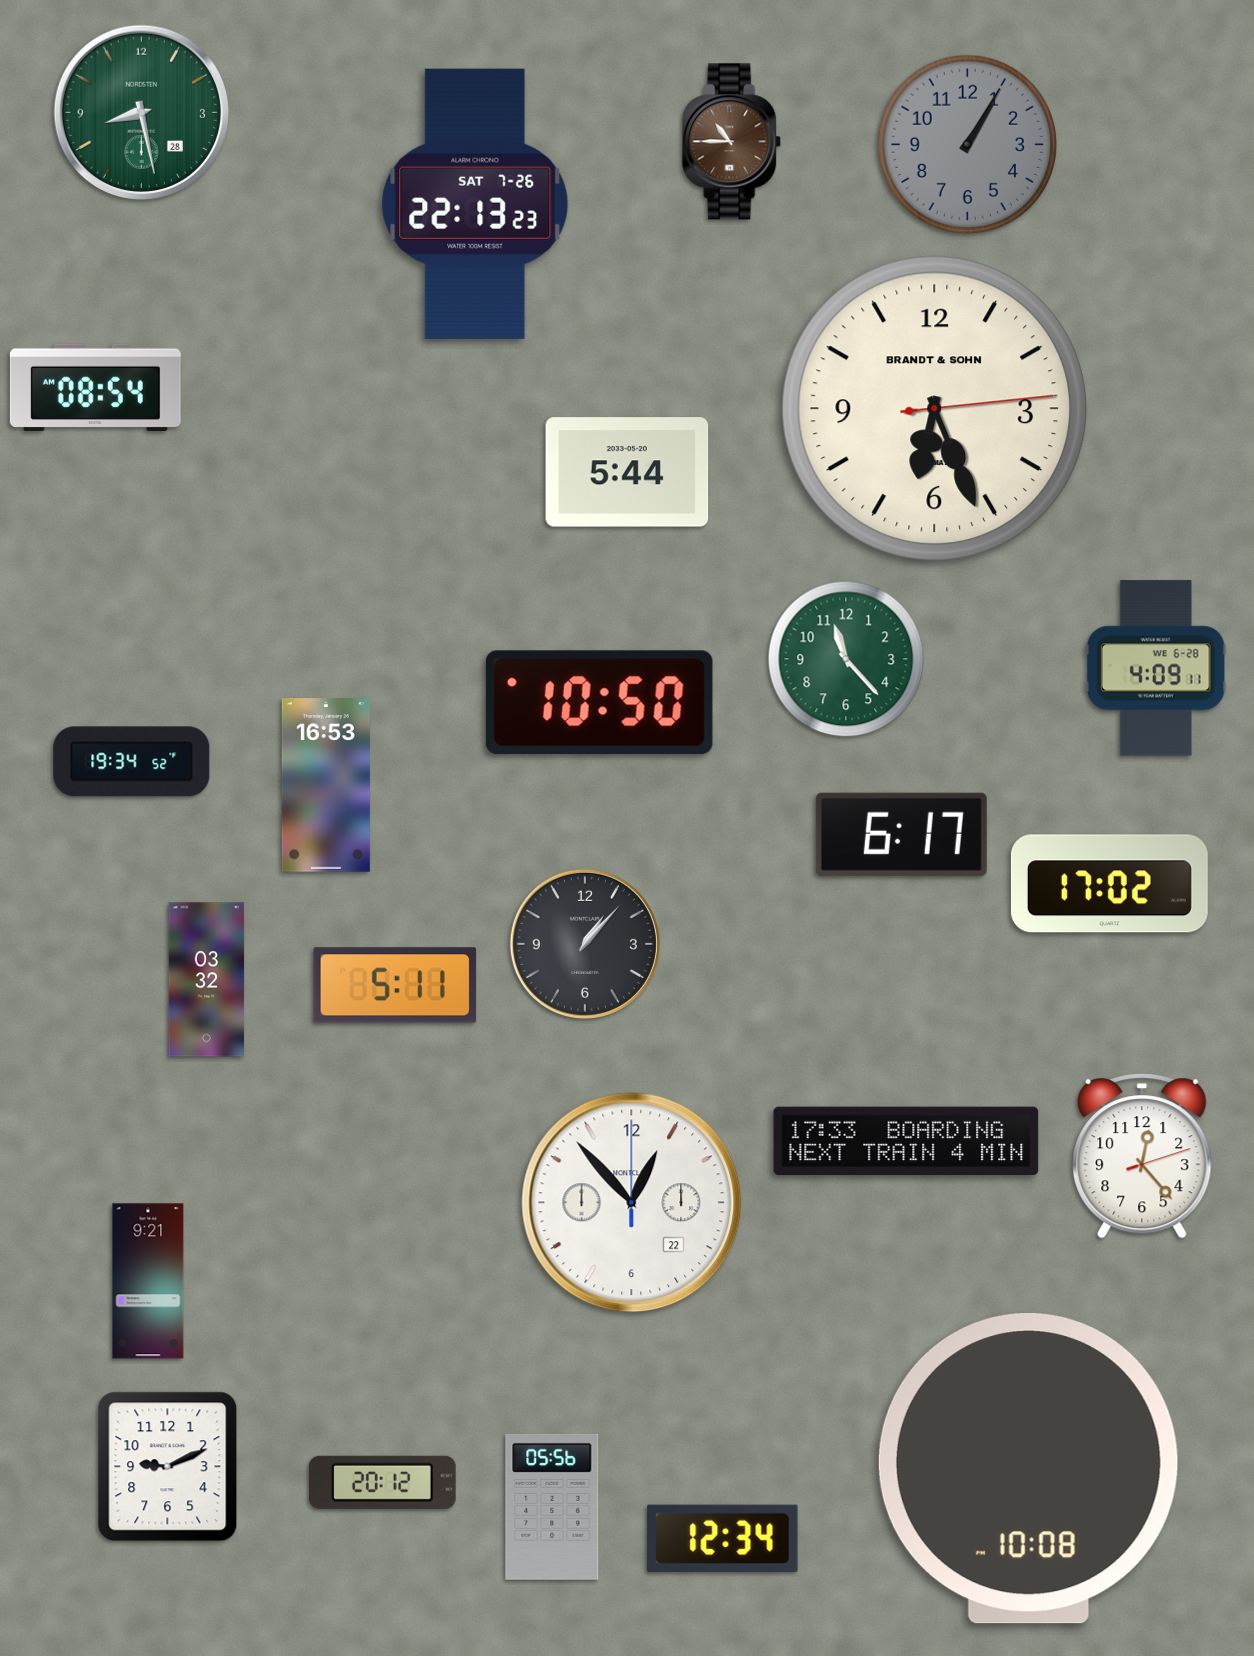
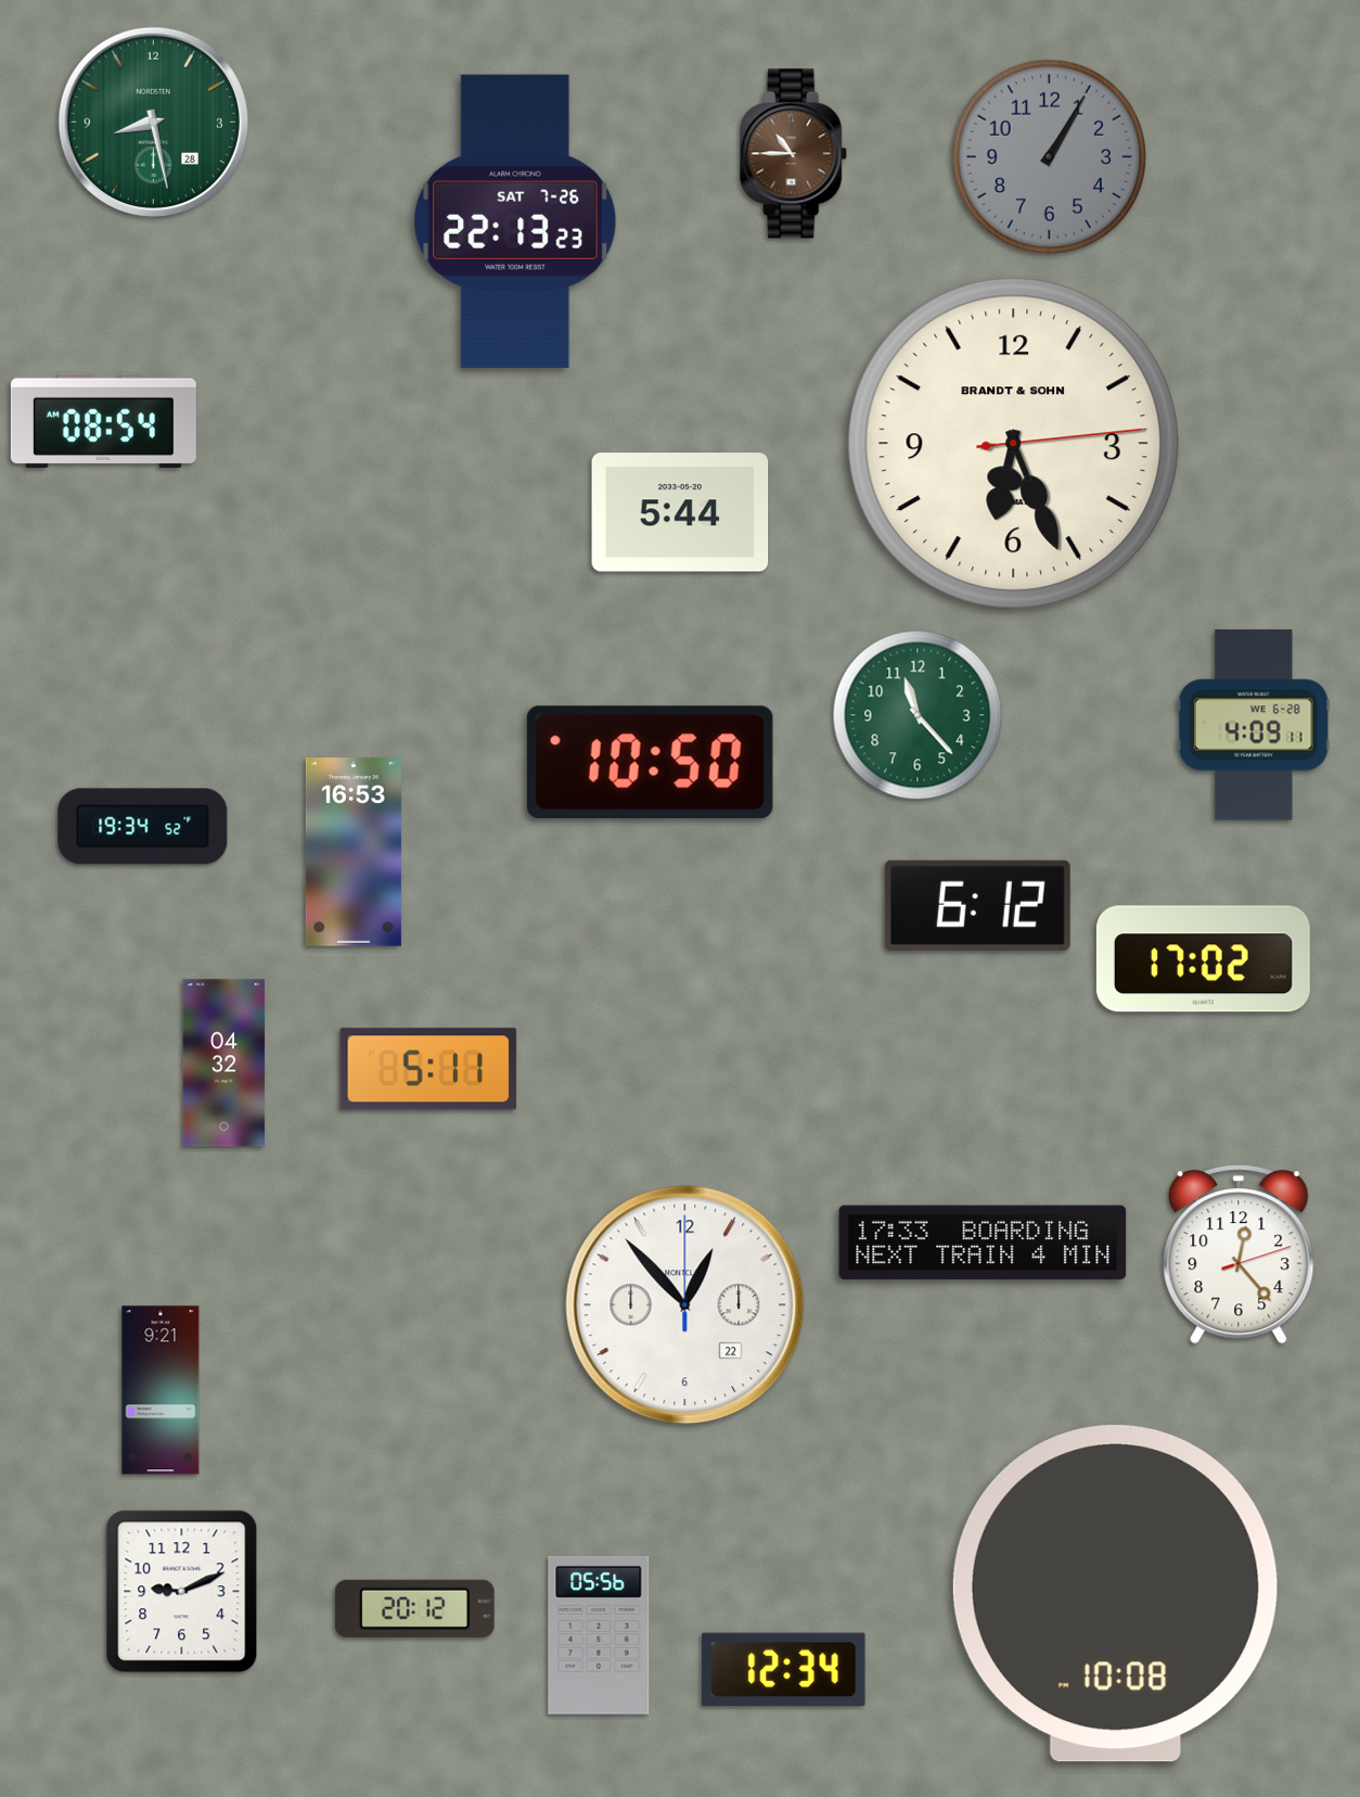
clock at (901, 834): 6:17 -> 6:12
clock at (585, 944): 1:07 -> none
clock at (207, 980): 03:32 -> 04:32
clock at (906, 1141) position: (906, 1141) -> (983, 1242)
